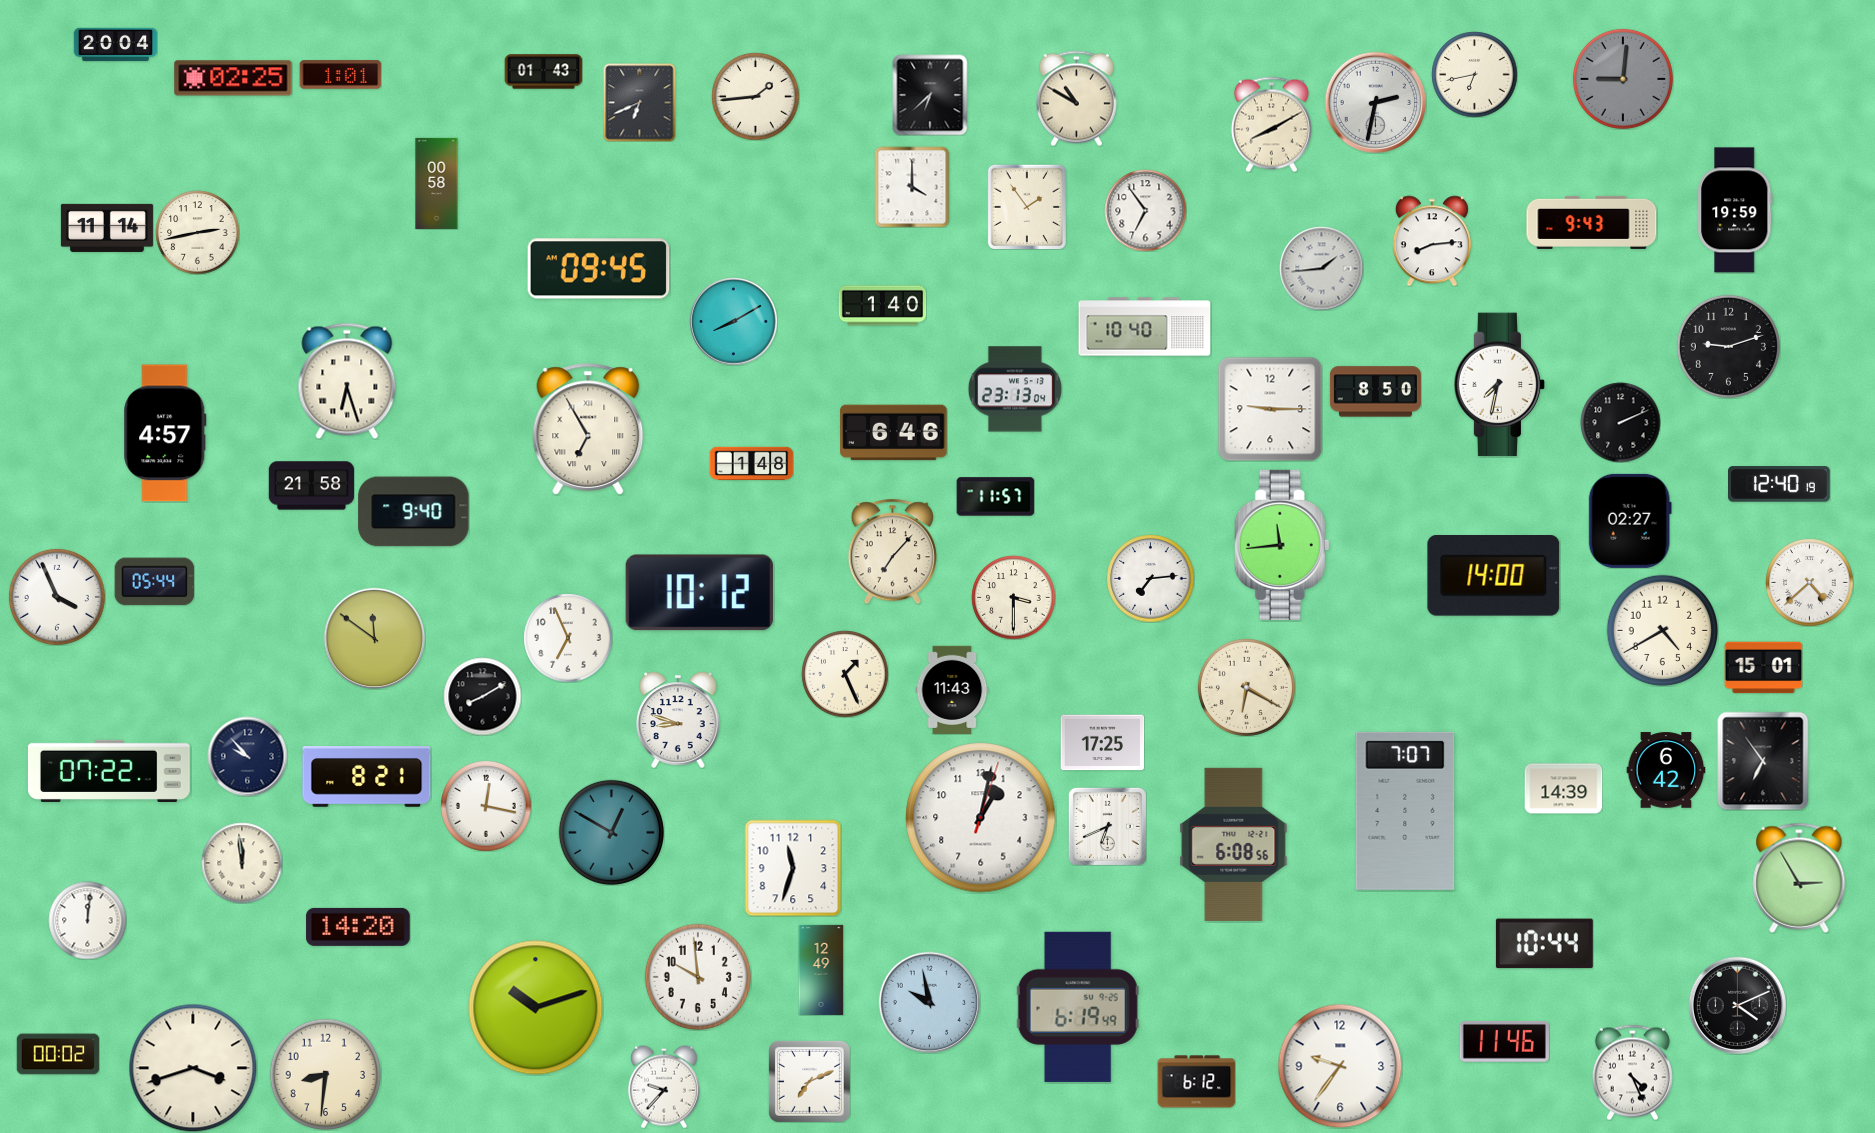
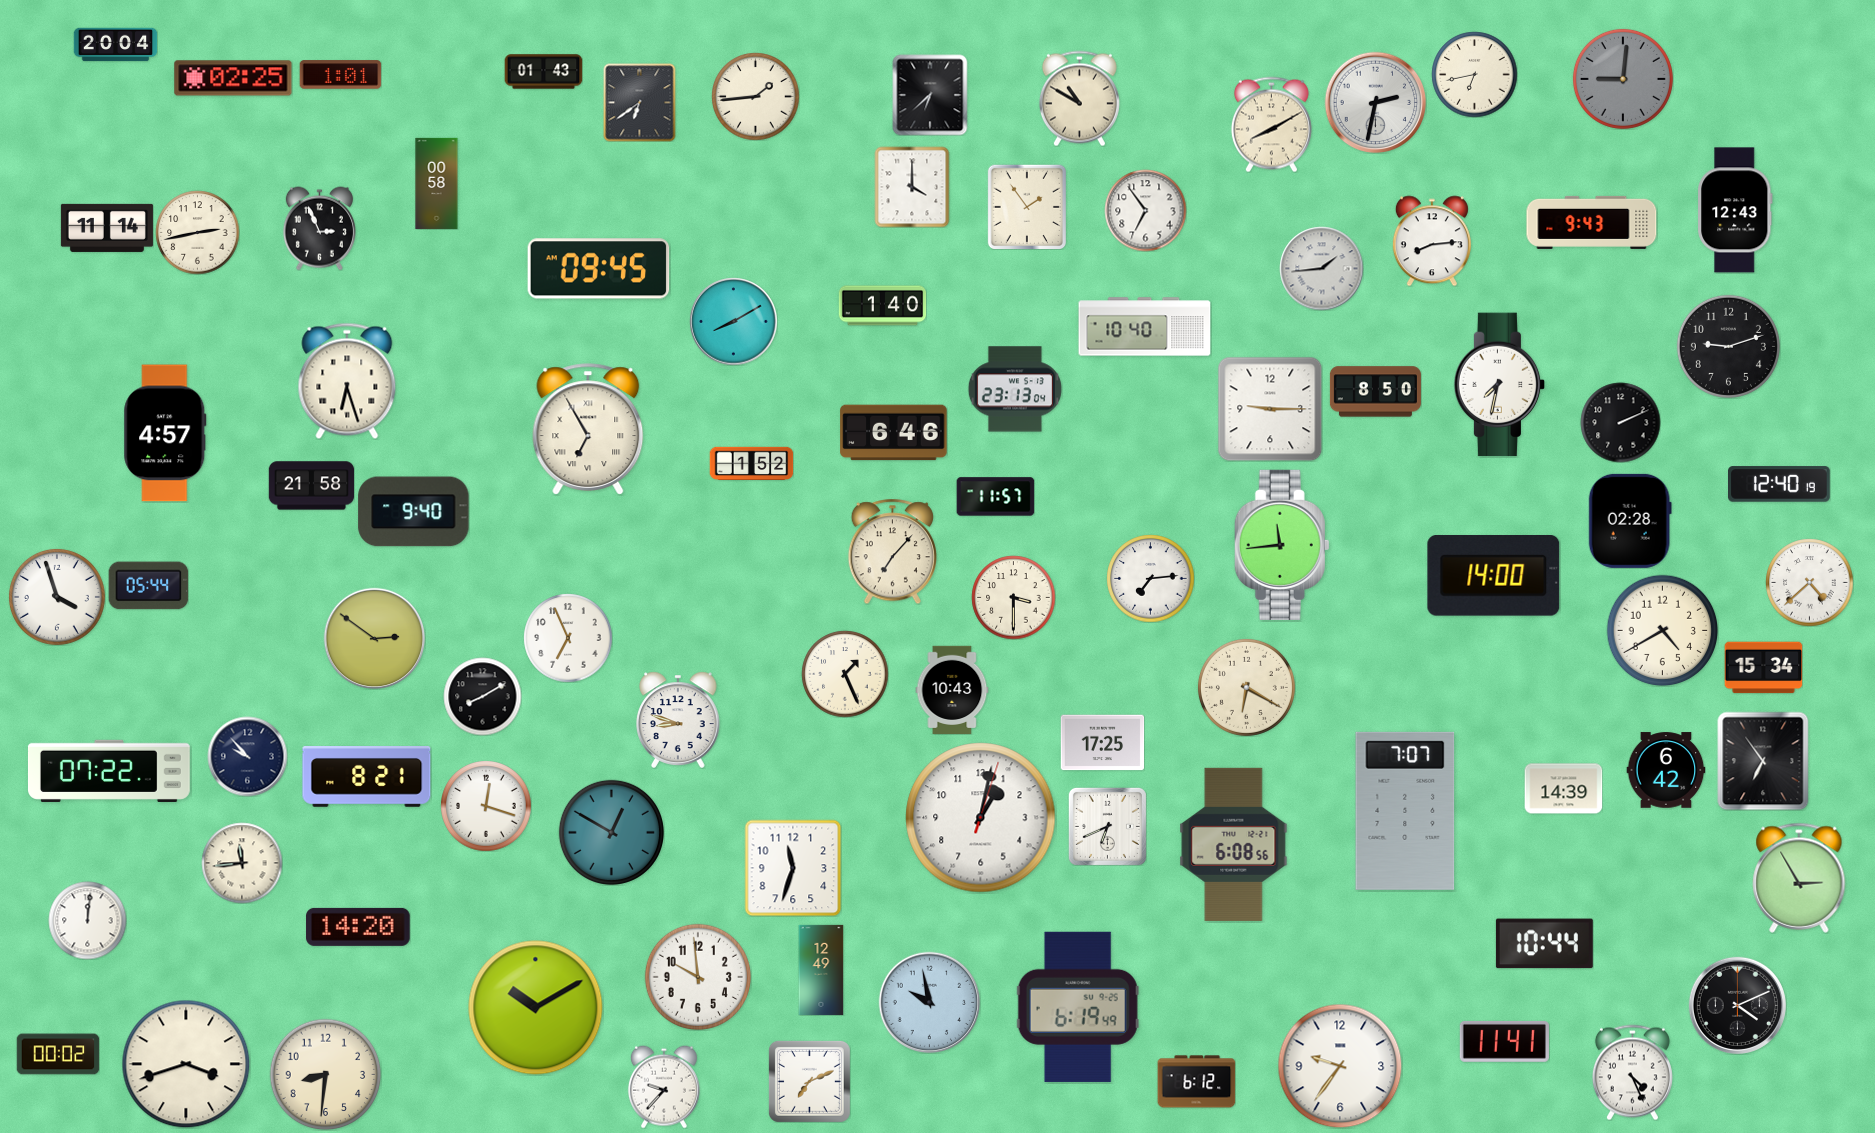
clock at (1076, 98) position: (1076, 98) -> (1079, 98)
clock at (640, 102): 6:41 -> 6:39
clock at (1735, 210): 19:59 -> 12:43
clock at (319, 228): none -> 2:56
clock at (751, 464): 1:48 -> 1:52
clock at (1630, 521): 02:27 -> 02:28
clock at (154, 582) position: (154, 582) -> (148, 586)
clock at (699, 593): 10:12 -> none
clock at (57, 597): 3:56 -> 3:57
clock at (374, 638): 11:51 -> 2:51
clock at (1763, 668): 15:01 -> 15:34
clock at (952, 689): 11:43 -> 10:43
clock at (486, 806): 12:17 -> 12:18
clock at (242, 863): 11:59 -> 11:44
clock at (536, 1008): 10:12 -> 10:10
clock at (1504, 1041): 11:46 -> 11:41
clock at (193, 1068) position: (193, 1068) -> (186, 1064)
